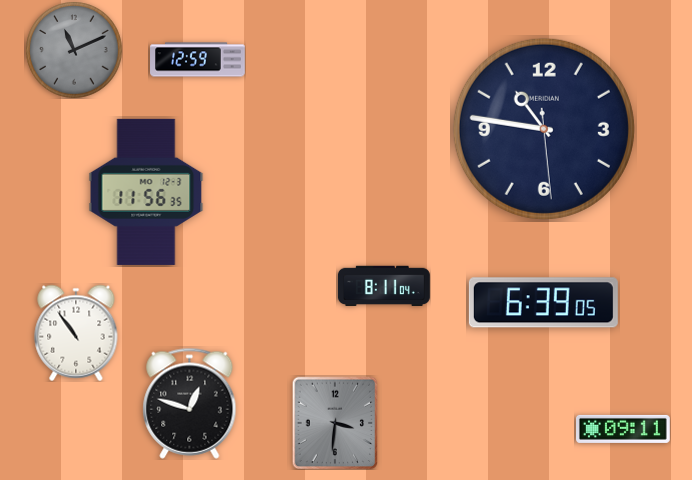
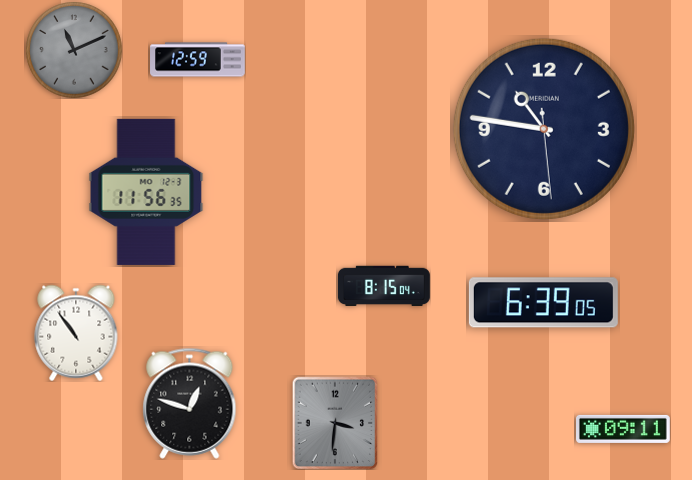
clock at (384, 286): 8:11 -> 8:15
